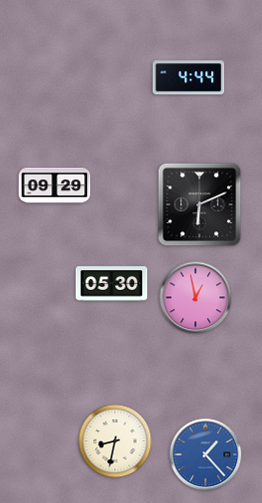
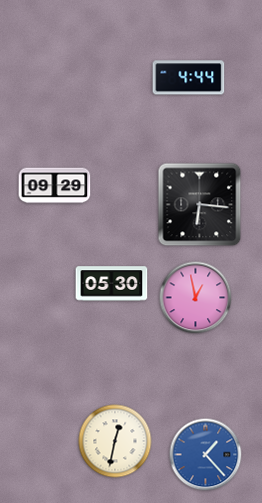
clock at (200, 205): 6:11 -> 6:16
clock at (115, 441): 8:32 -> 12:32
